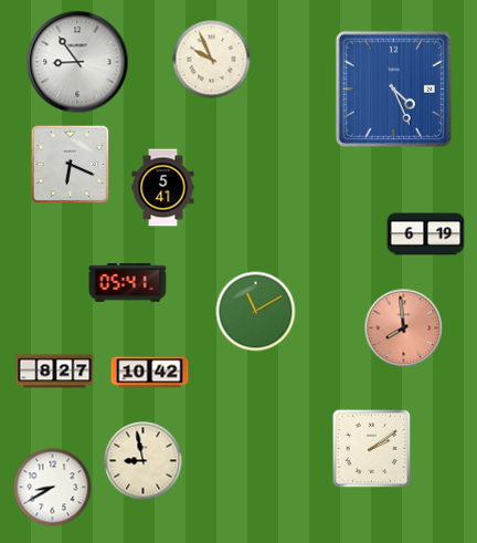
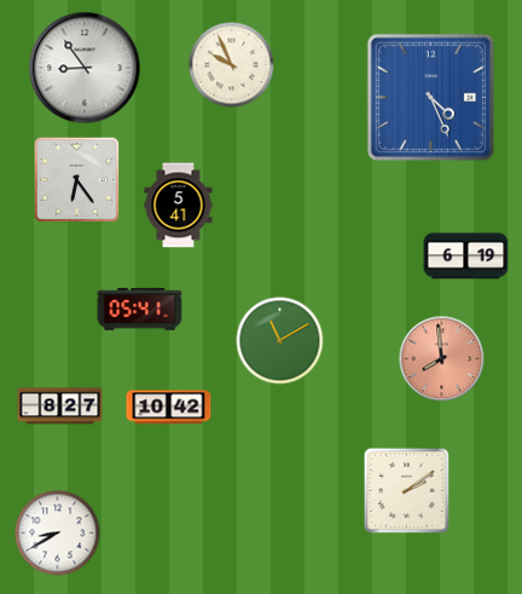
clock at (71, 165): 6:19 -> 6:24
clock at (150, 373) position: (150, 373) -> (169, 408)
clock at (144, 461): 8:58 -> none
